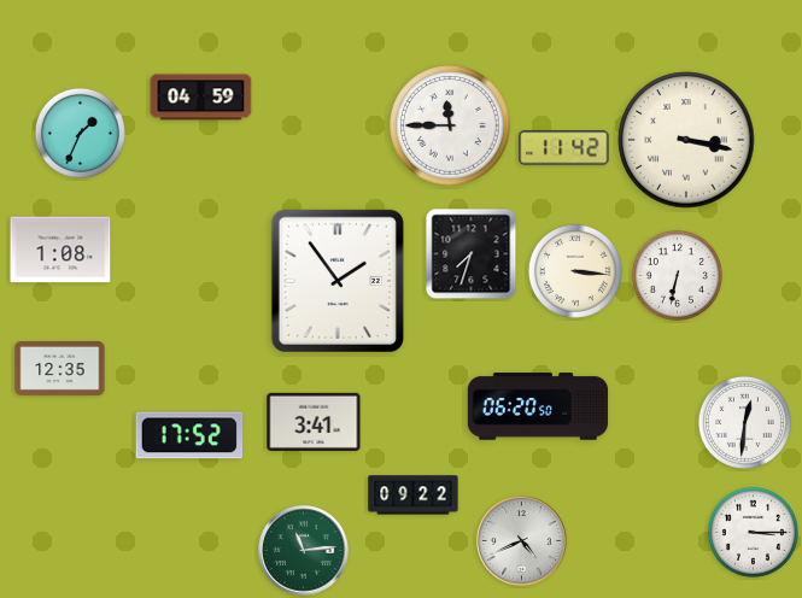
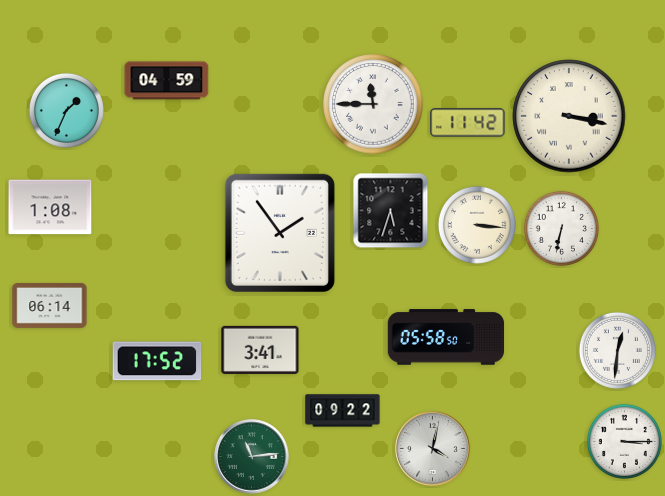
clock at (472, 254): 7:33 -> 5:33
clock at (60, 368): 12:35 -> 06:14
clock at (538, 406): 06:20 -> 05:58
clock at (522, 541): 4:41 -> 4:02
